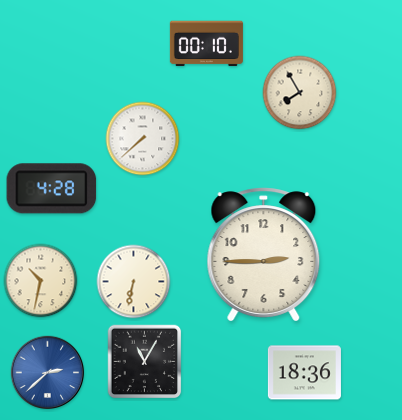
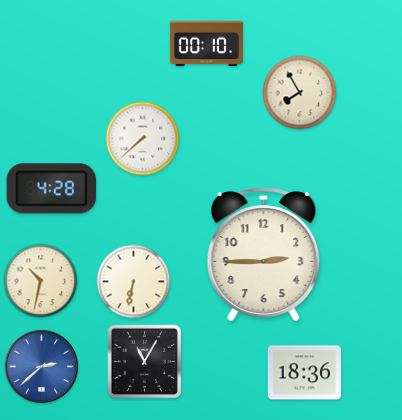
clock at (48, 373) position: (48, 373) -> (42, 367)
